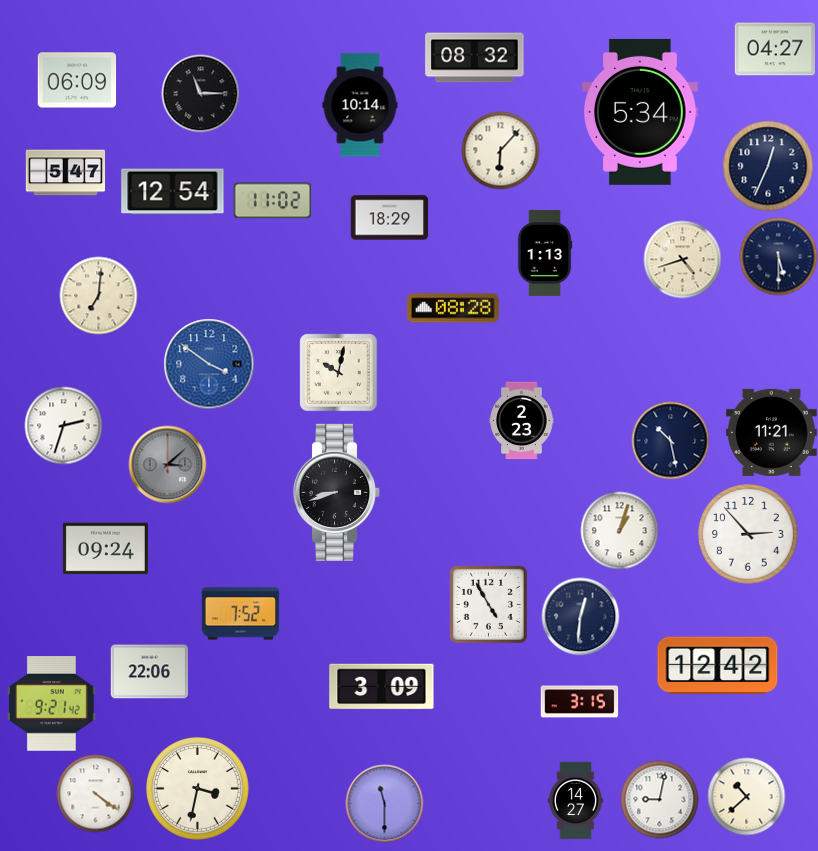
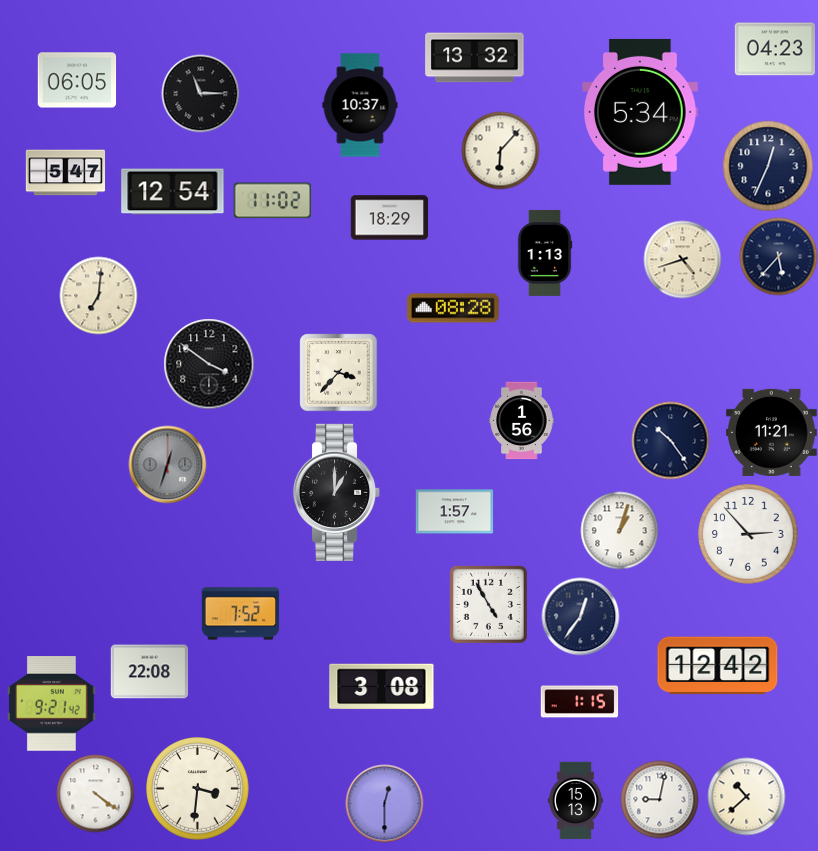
clock at (774, 49): 04:27 -> 04:23
clock at (475, 58): 08:32 -> 13:32
clock at (77, 80): 06:09 -> 06:05
clock at (360, 105): 10:14 -> 10:37
clock at (778, 256): 5:30 -> 5:37
clock at (209, 364) dial: blue -> black
clock at (338, 372): 10:02 -> 3:37
clock at (522, 420): 2:23 -> 1:56
clock at (63, 425): 2:33 -> none
clock at (670, 440): 10:28 -> 10:24
clock at (167, 464): 3:08 -> 12:33
clock at (337, 492): 8:42 -> 1:00
clock at (454, 512): none -> 1:57
clock at (105, 549): 09:24 -> none
clock at (580, 616): 12:31 -> 12:36
clock at (149, 672): 22:06 -> 22:08
clock at (382, 687): 3:09 -> 3:08
clock at (579, 702): 3:15 -> 1:15
clock at (198, 789): 3:32 -> 3:31
clock at (575, 800): 14:27 -> 15:13
clock at (384, 803): 11:30 -> 12:30
